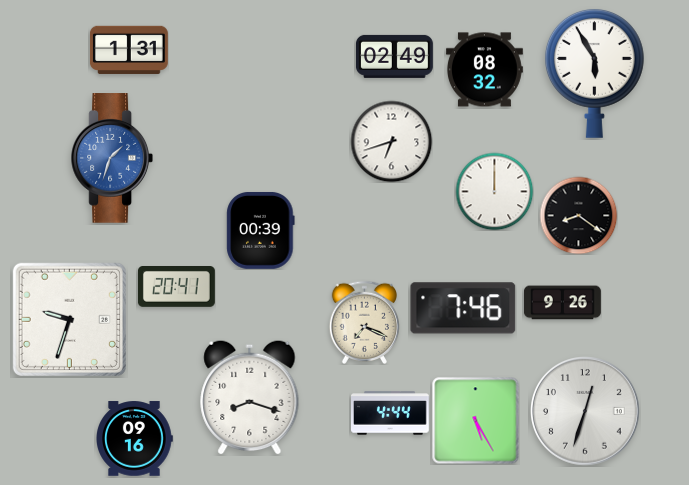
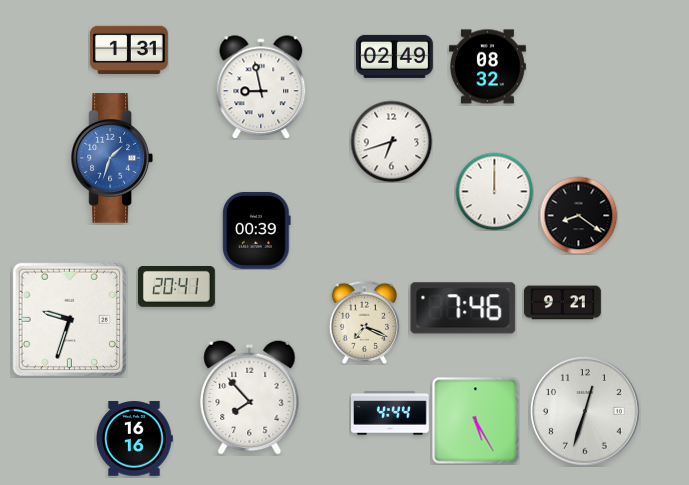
clock at (484, 70) position: (484, 70) -> (487, 67)
clock at (594, 73): 5:55 -> none
clock at (261, 87): none -> 8:58
clock at (261, 230) position: (261, 230) -> (257, 230)
clock at (562, 303): 9:26 -> 9:21
clock at (250, 397): 8:18 -> 7:53
clock at (134, 439): 09:16 -> 16:16
